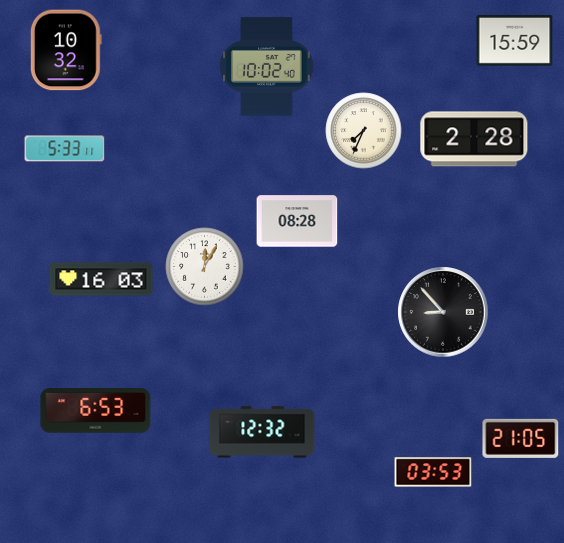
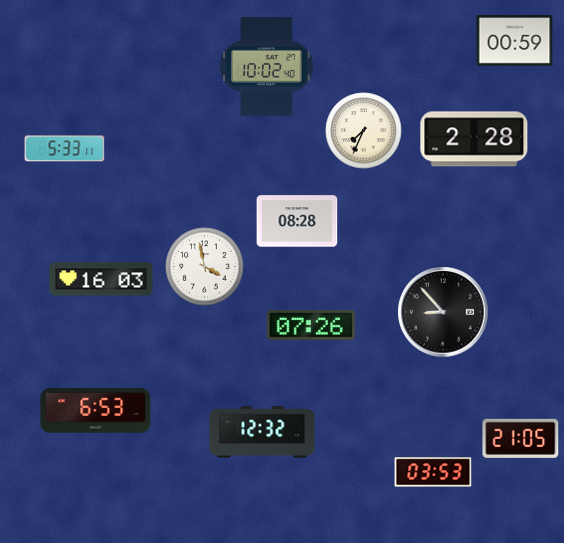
clock at (515, 41): 15:59 -> 00:59
clock at (66, 50): 10:32 -> none
clock at (205, 267): 12:05 -> 3:58
clock at (311, 325): none -> 07:26
